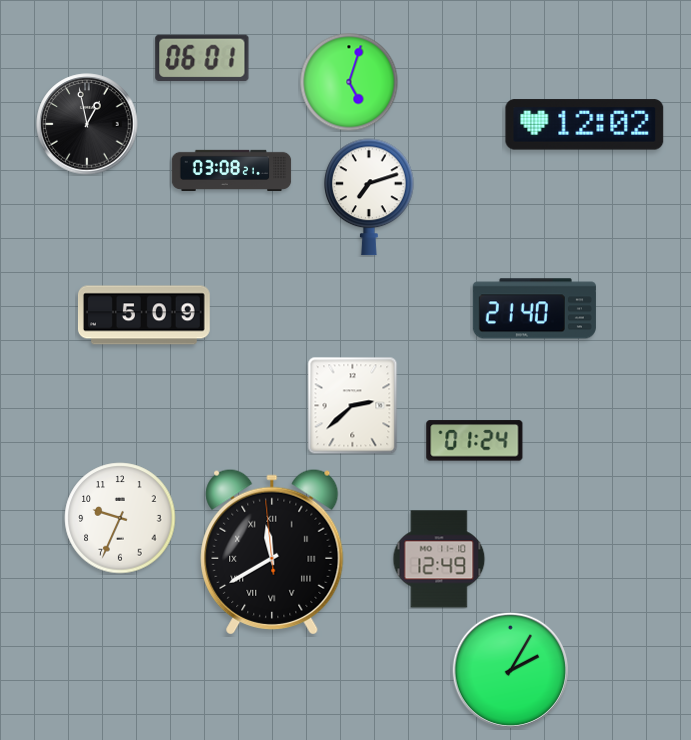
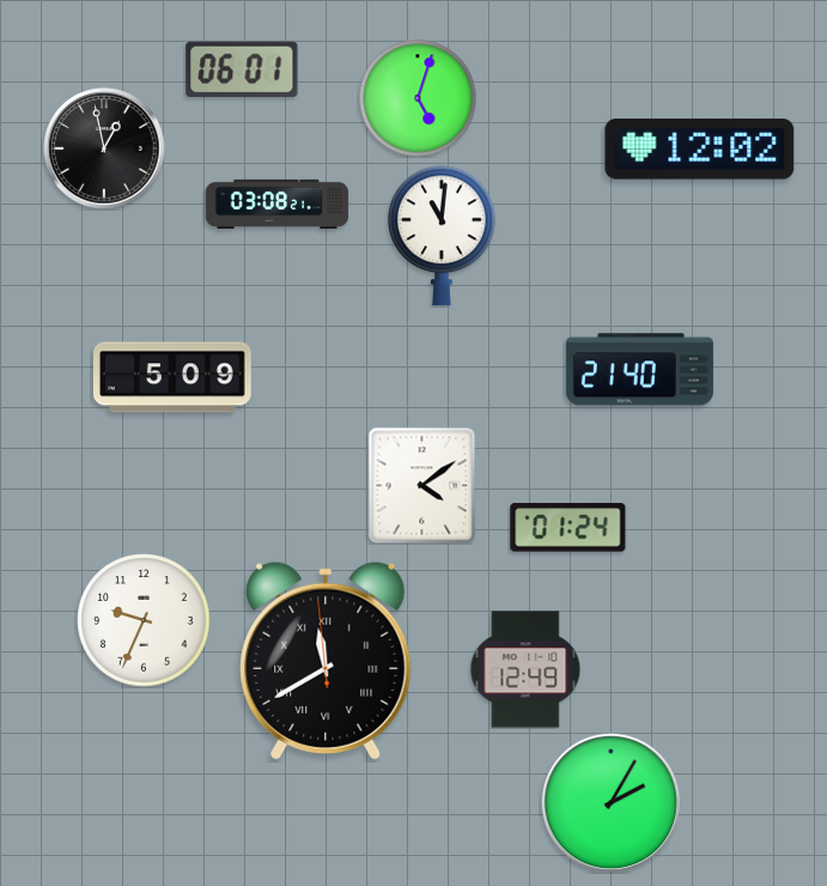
clock at (370, 197): 7:12 -> 11:01
clock at (353, 405): 2:38 -> 4:09
